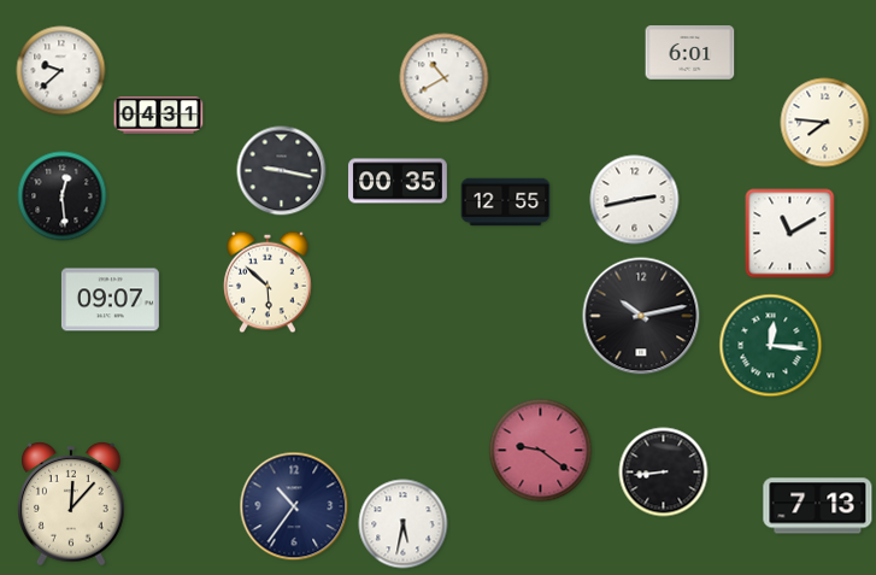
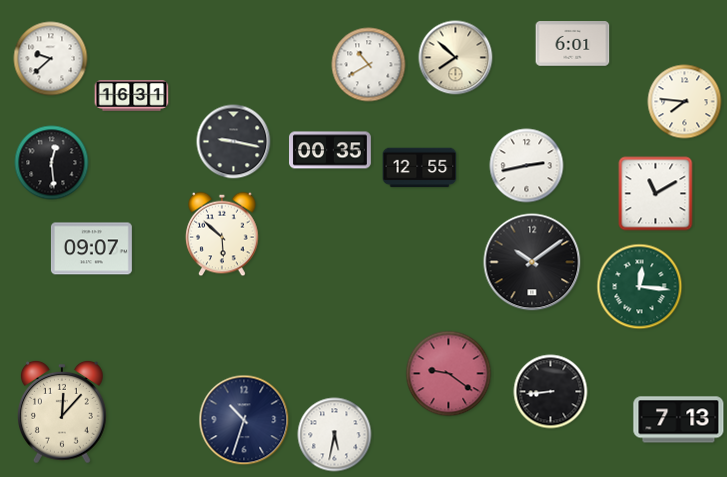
clock at (456, 58): none -> 7:52
clock at (159, 116): 04:31 -> 16:31
clock at (641, 316): 10:13 -> 10:09
clock at (72, 504) position: (72, 504) -> (63, 412)
clock at (294, 506): 10:36 -> 10:33
